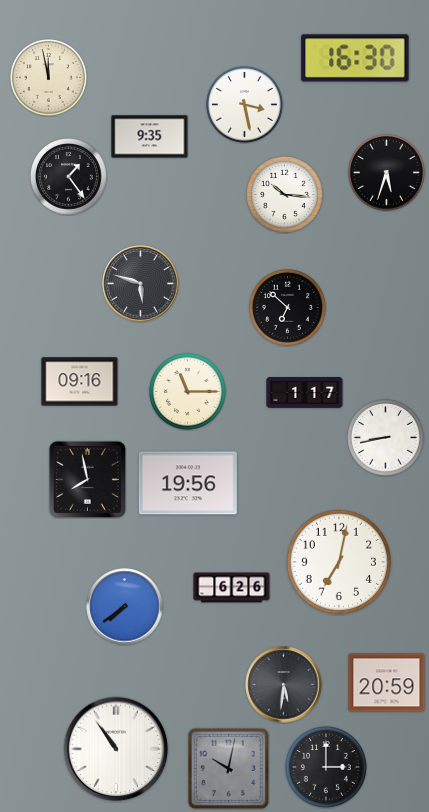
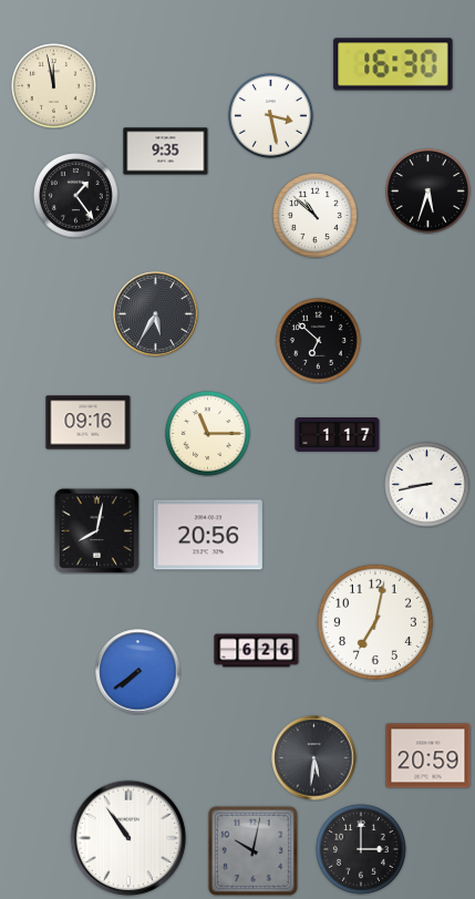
clock at (285, 195): 10:16 -> 10:52
clock at (141, 284): 5:48 -> 5:35
clock at (87, 479): 7:58 -> 8:02
clock at (188, 483): 19:56 -> 20:56
clock at (116, 749) position: (116, 749) -> (128, 838)
